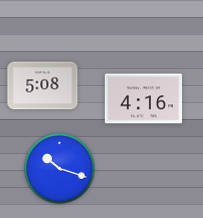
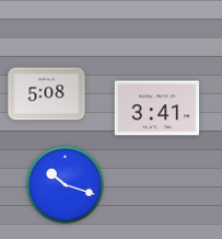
clock at (144, 99): 4:16 -> 3:41
